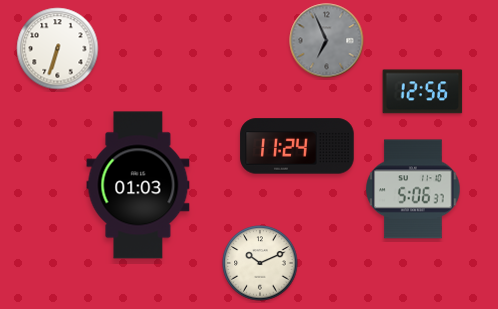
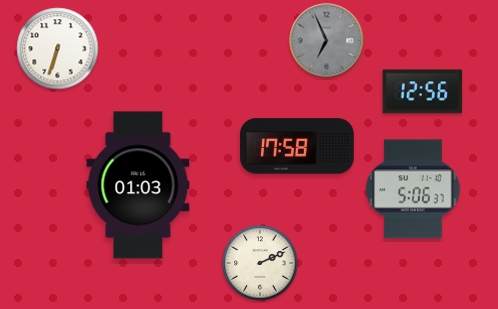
clock at (297, 146): 11:24 -> 17:58
clock at (260, 263): 10:11 -> 2:11
